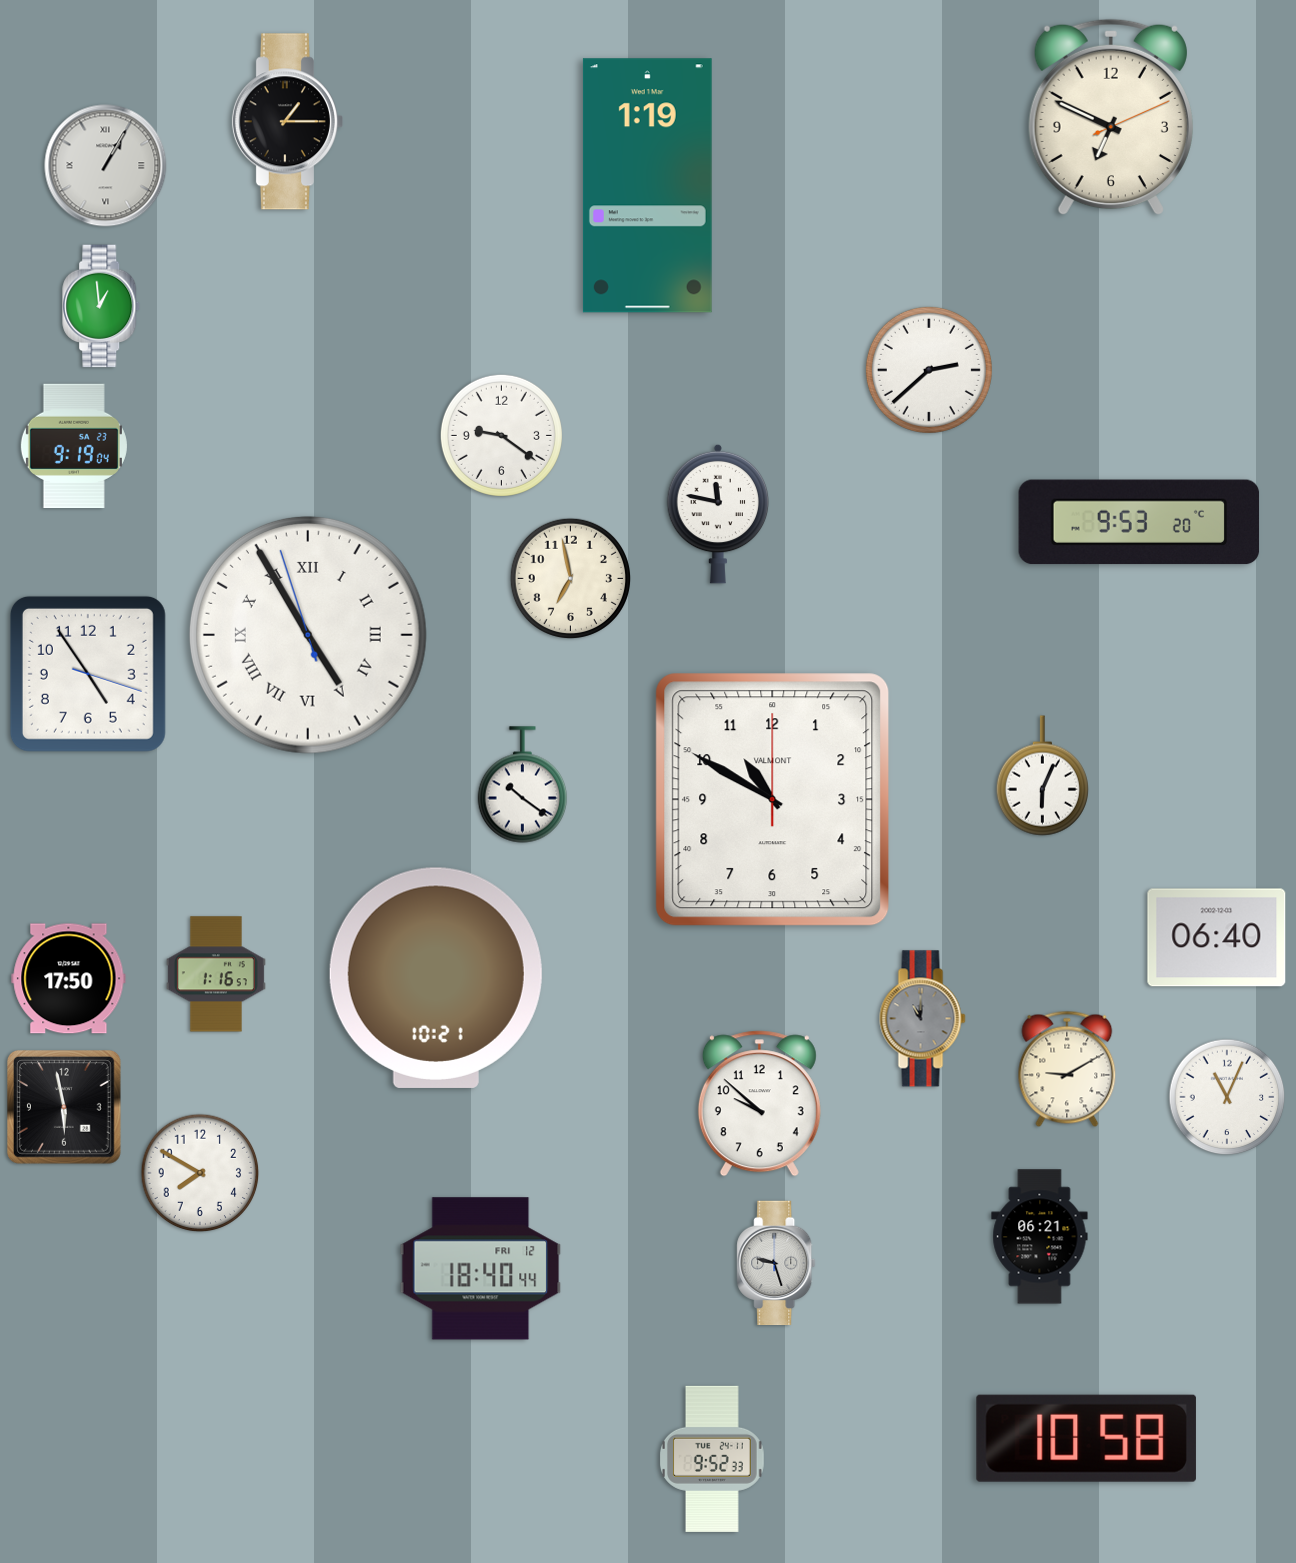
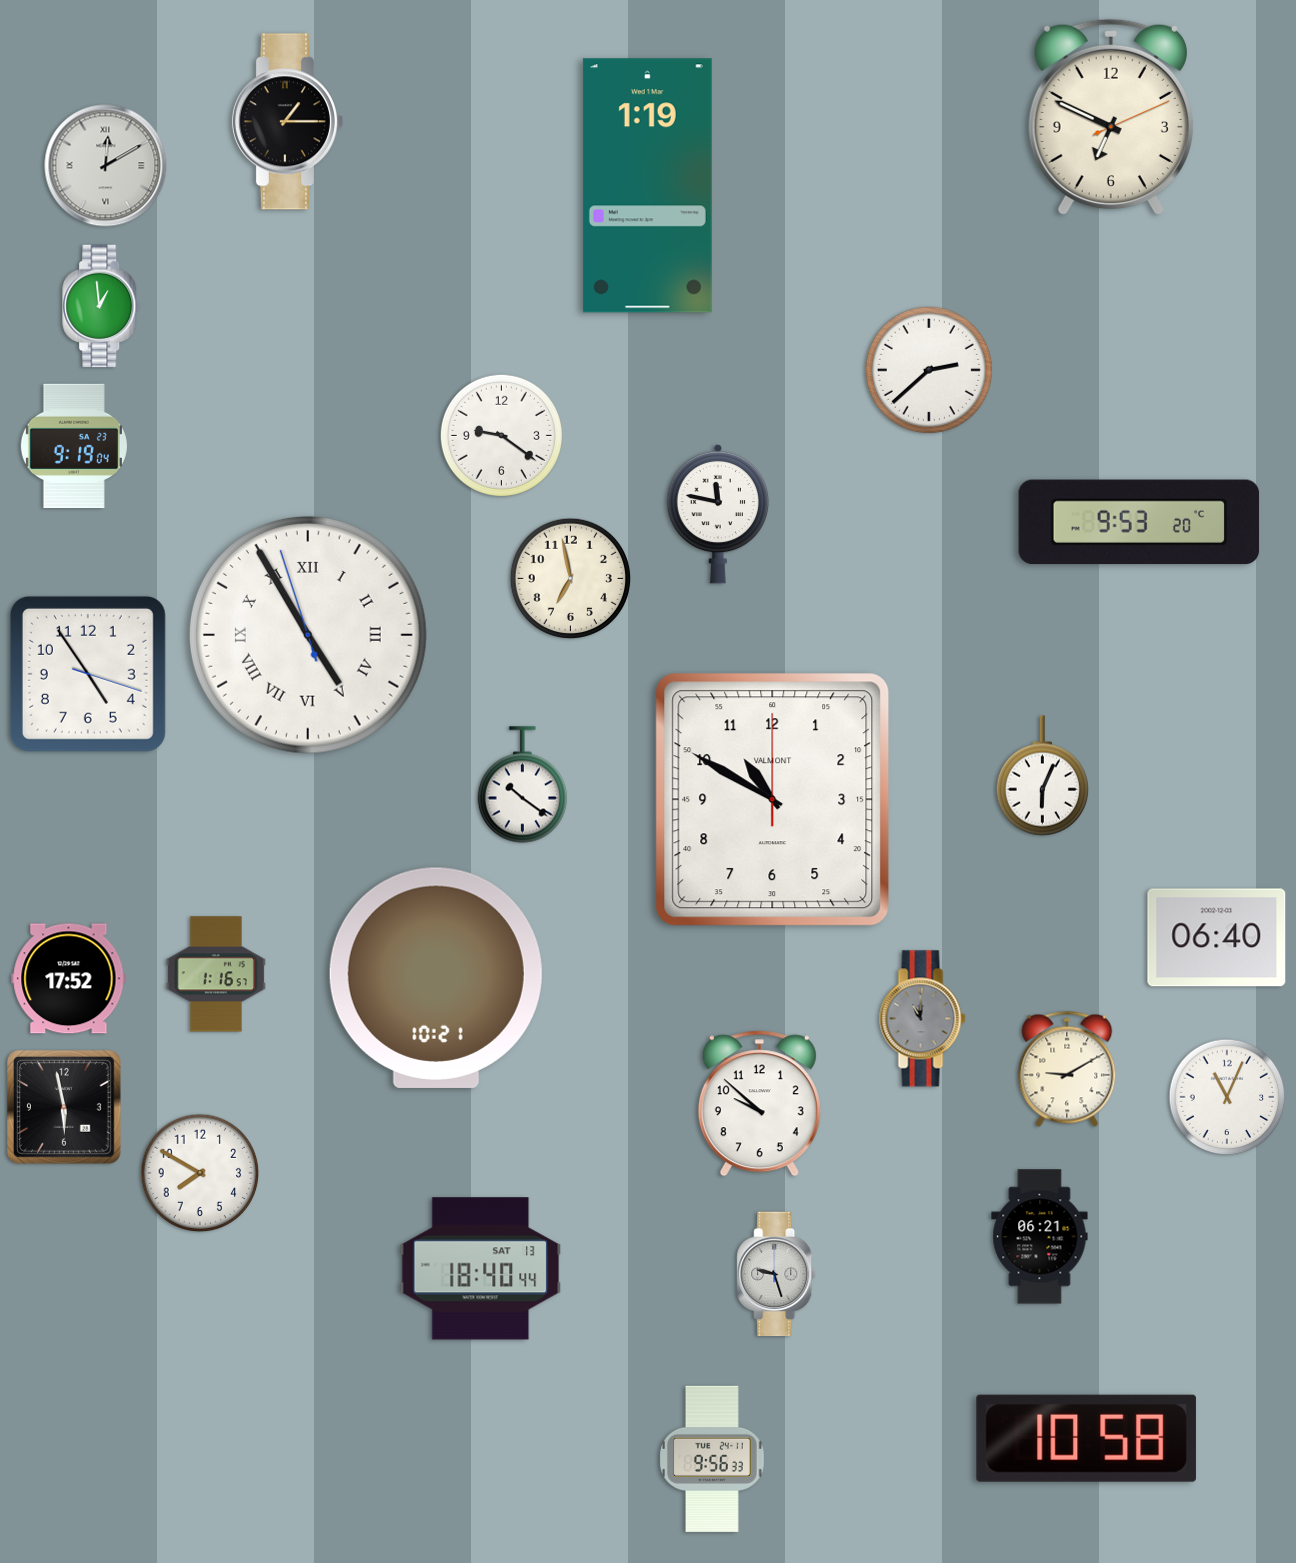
clock at (106, 166): 1:05 -> 12:10
clock at (69, 979): 17:50 -> 17:52
clock at (776, 1263) position: (776, 1263) -> (776, 1274)
clock at (481, 1269) date: FRI 12 -> SAT 13
clock at (713, 1459): 9:52 -> 9:56
